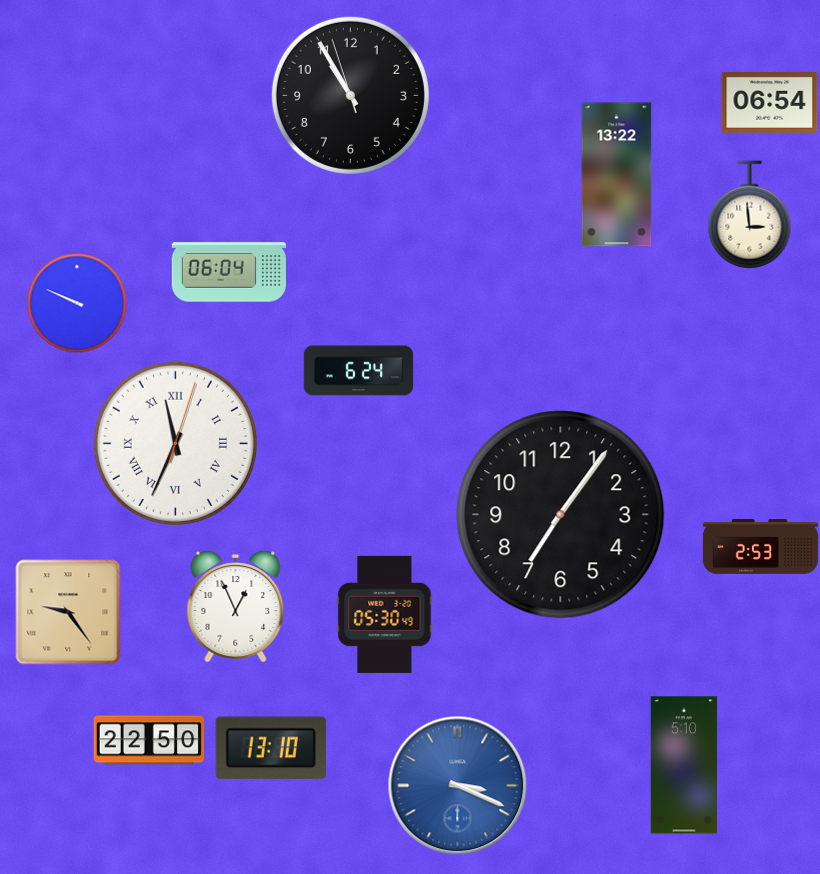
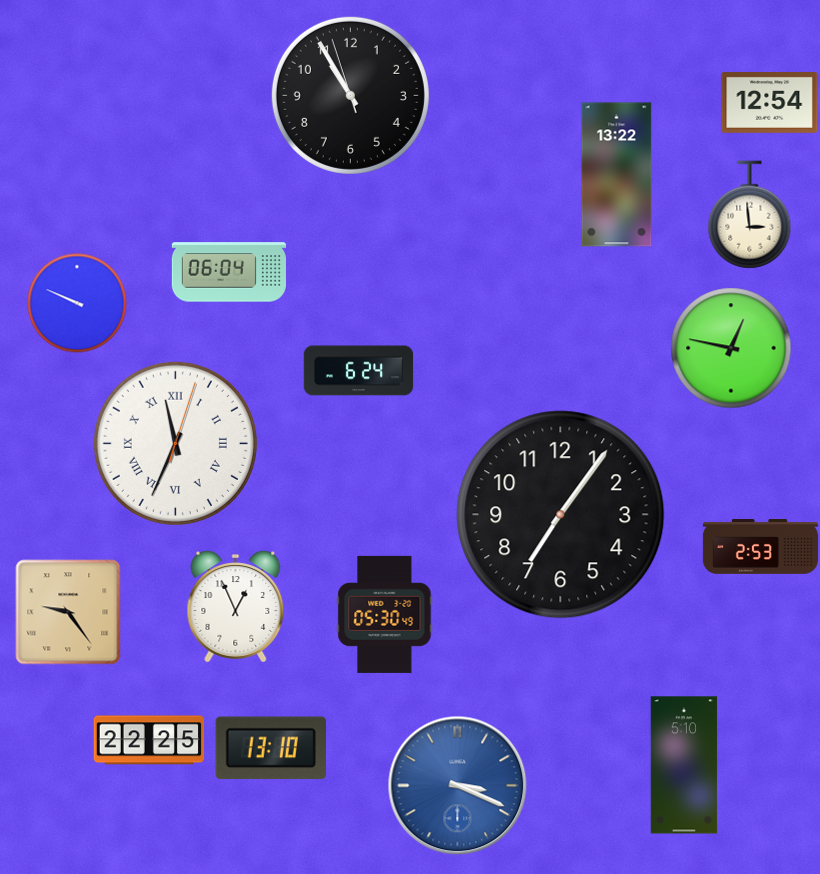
clock at (770, 103): 06:54 -> 12:54
clock at (731, 348): none -> 12:47
clock at (149, 740): 22:50 -> 22:25
